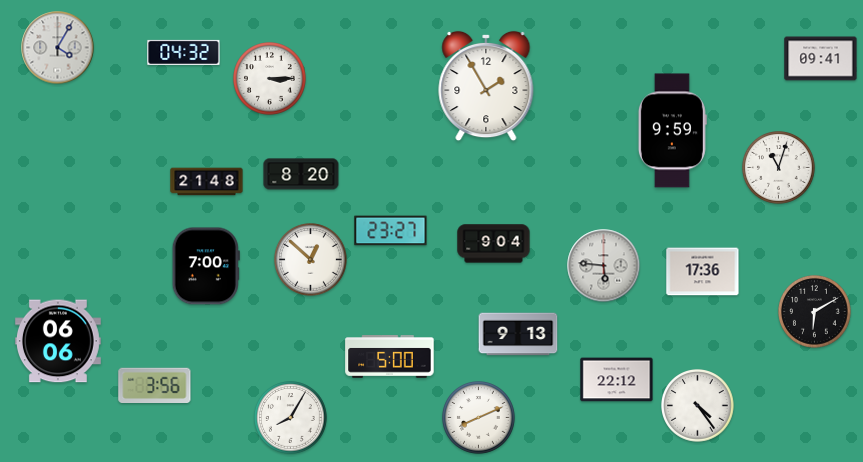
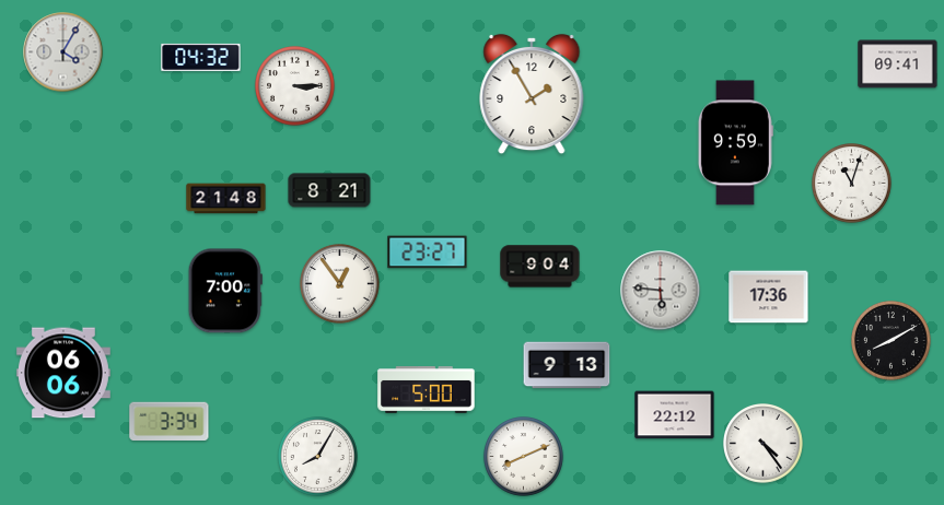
clock at (301, 174): 8:20 -> 8:21
clock at (311, 260): 12:52 -> 12:54
clock at (815, 312): 6:10 -> 8:10
clock at (155, 386): 3:56 -> 3:34
